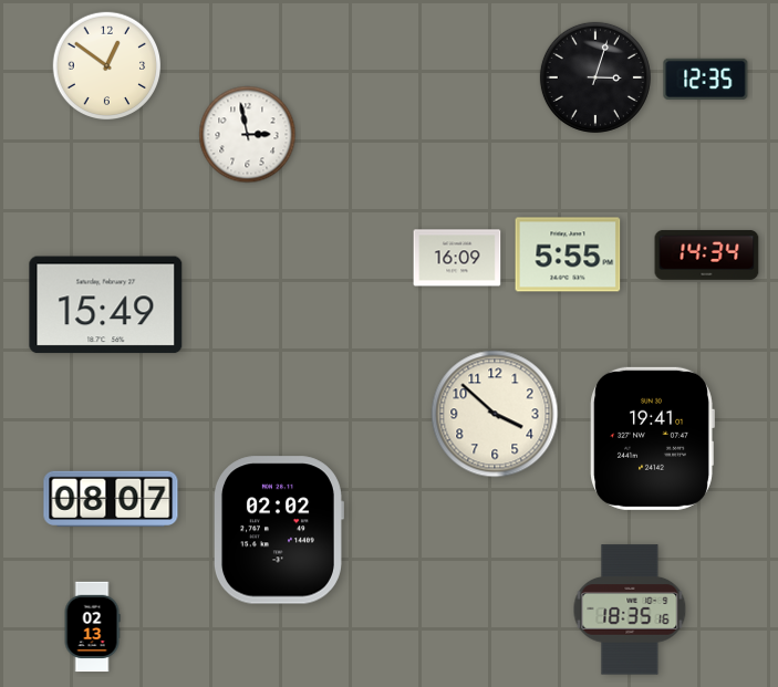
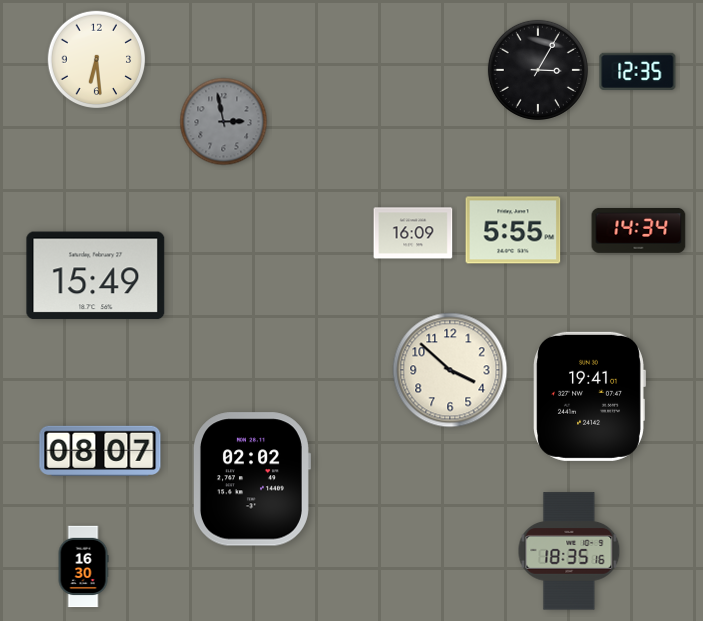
clock at (107, 66): 12:51 -> 6:29
clock at (595, 77): 3:03 -> 3:05
clock at (248, 135) dial: white -> grey
clock at (495, 414) position: (495, 414) -> (450, 370)
clock at (92, 627): 02:13 -> 16:30
